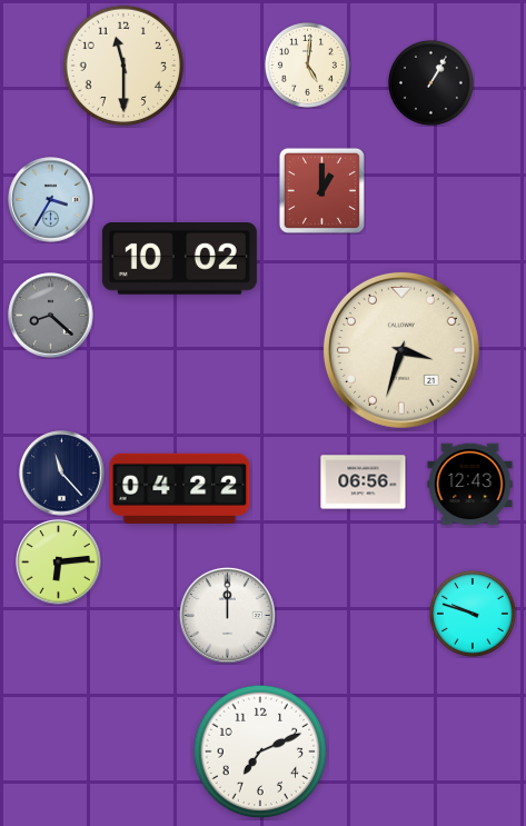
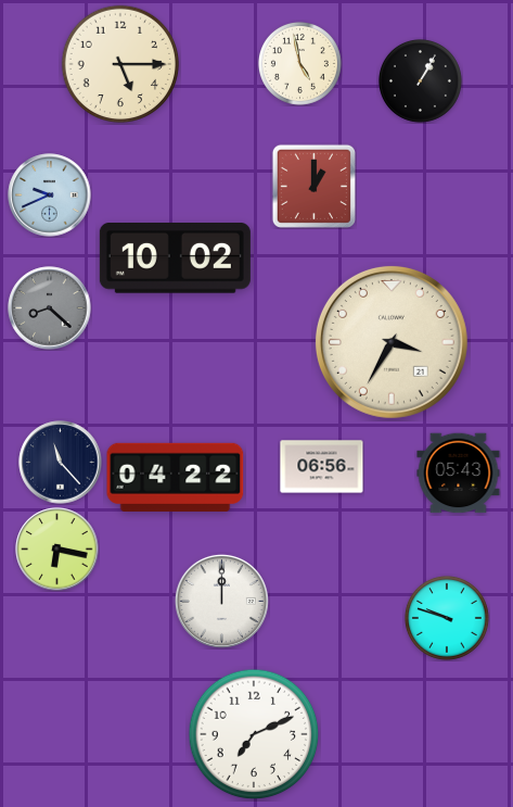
clock at (307, 64): 5:01 -> 4:58
clock at (123, 66): 11:30 -> 5:15
clock at (51, 200): 3:35 -> 9:41
clock at (179, 259) position: (179, 259) -> (175, 259)
clock at (401, 350): 3:33 -> 3:35
clock at (364, 482) position: (364, 482) -> (322, 467)
clock at (470, 485): 12:43 -> 05:43
clock at (59, 563): 6:14 -> 6:17
clock at (473, 614) position: (473, 614) -> (447, 618)
